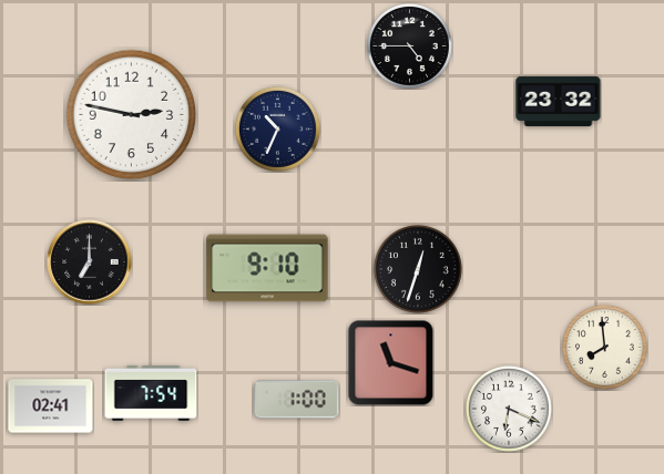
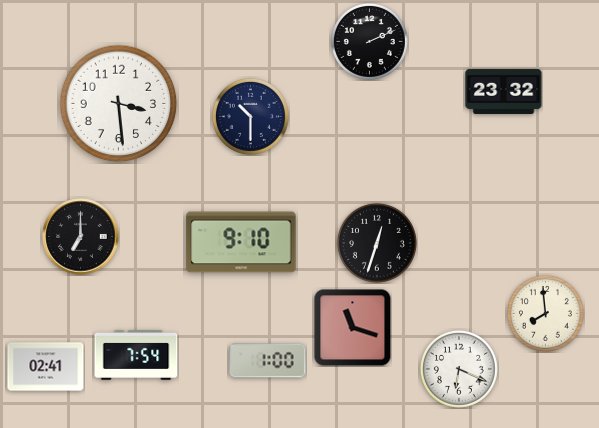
clock at (409, 45): 4:45 -> 2:11
clock at (132, 115): 2:47 -> 3:29
clock at (277, 128): 10:34 -> 10:30
